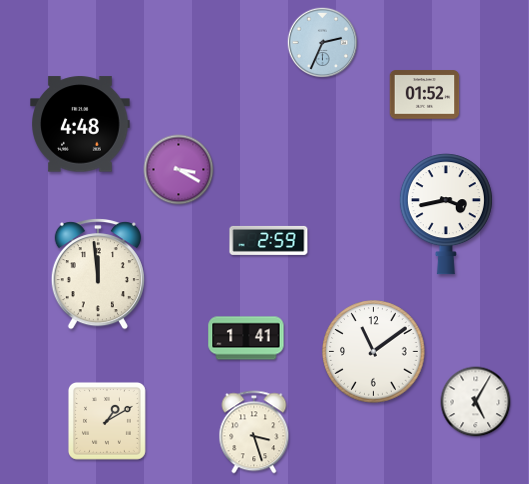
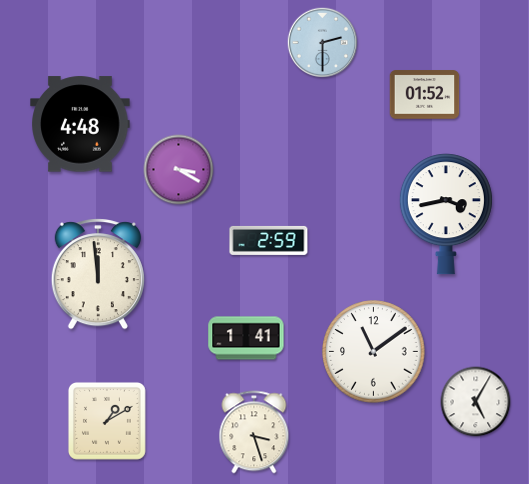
clock at (323, 43): 2:34 -> 2:30
